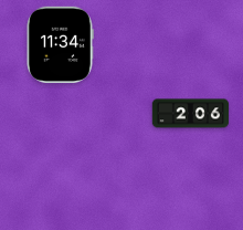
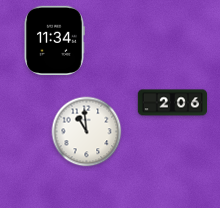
clock at (87, 132): none -> 10:59
